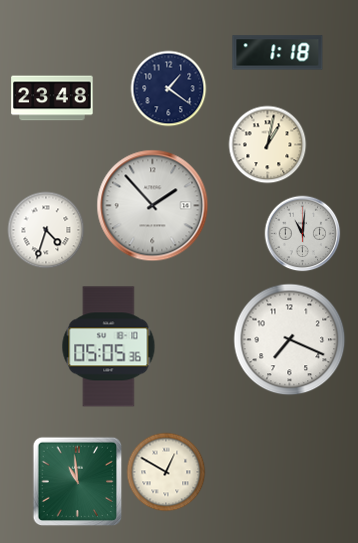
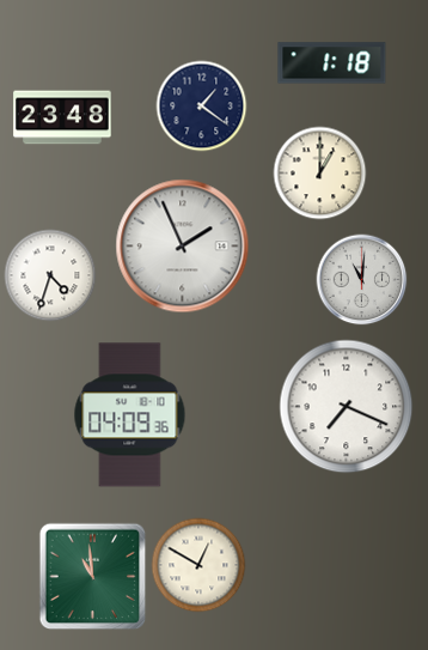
clock at (268, 145): 1:02 -> 1:00
clock at (153, 206): 1:53 -> 1:56
clock at (46, 230) position: (46, 230) -> (50, 275)
clock at (109, 347): 05:05 -> 04:09
